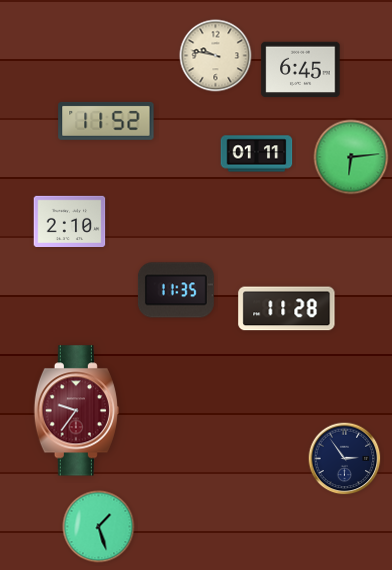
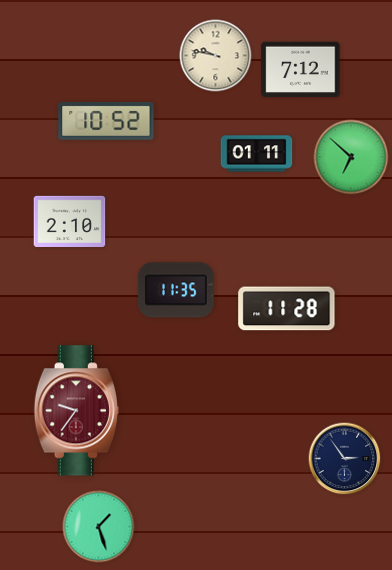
clock at (301, 70): 6:45 -> 7:12
clock at (106, 121): 11:52 -> 10:52
clock at (351, 157): 6:14 -> 6:52
